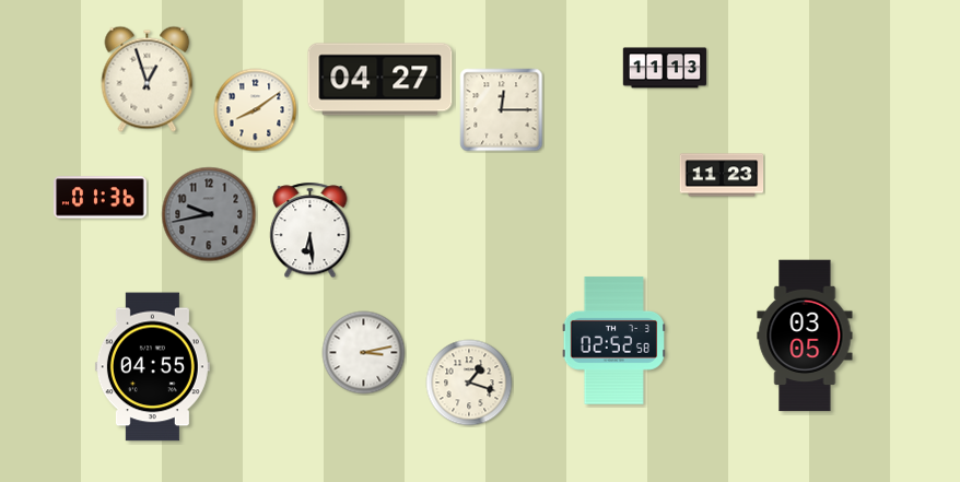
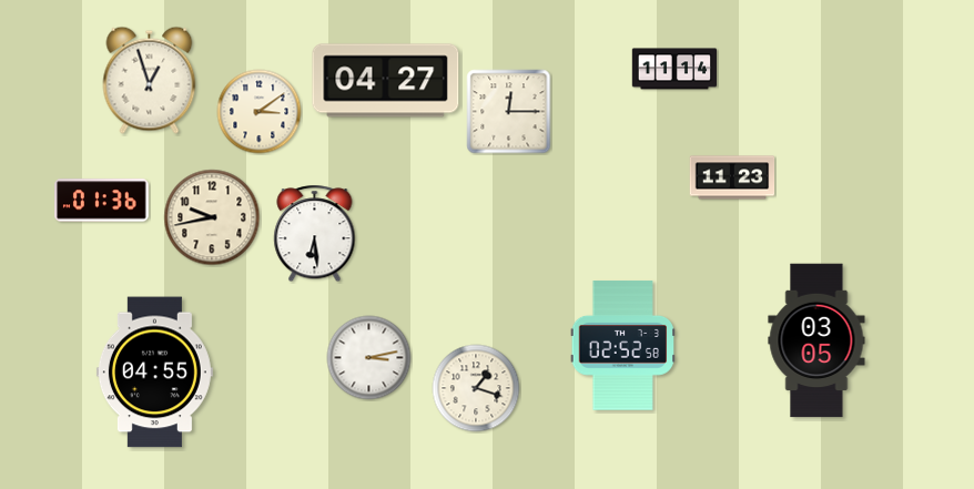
clock at (665, 68): 11:13 -> 11:14
clock at (256, 110): 8:09 -> 3:09
clock at (209, 214) dial: grey -> cream
